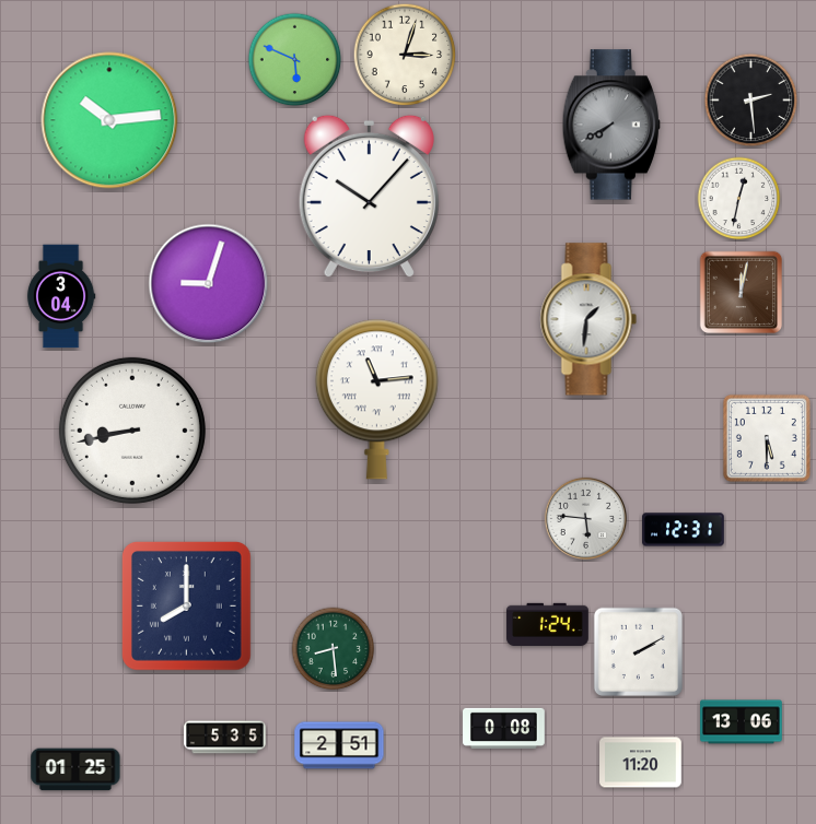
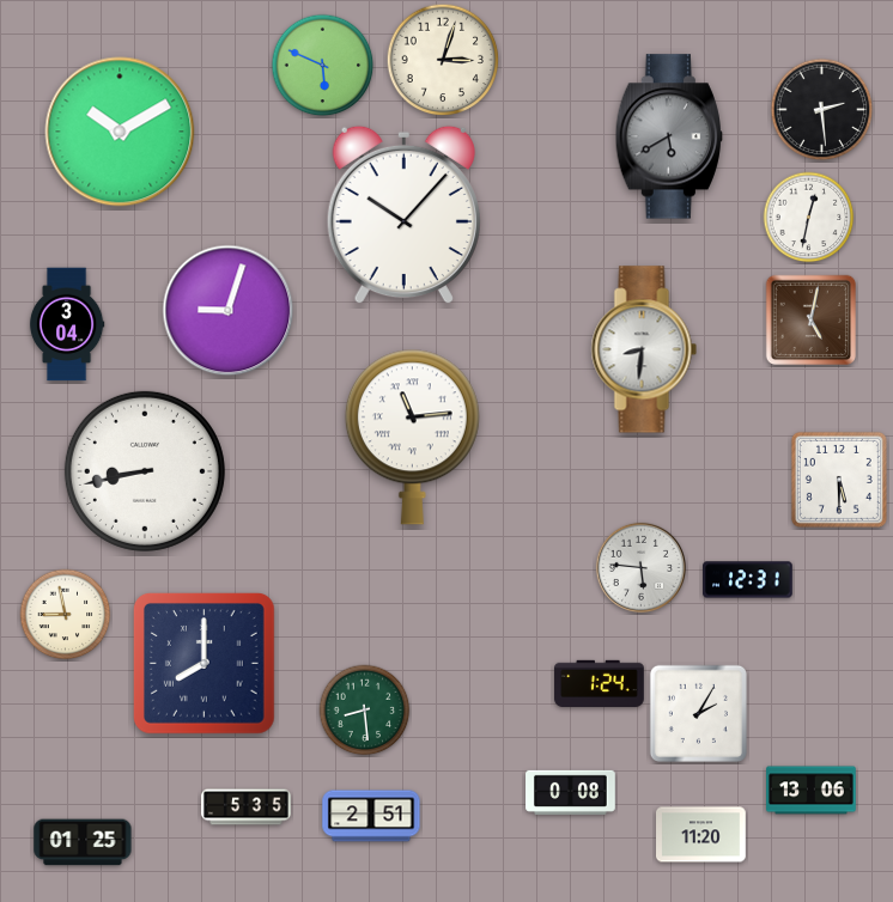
clock at (109, 120): 10:14 -> 10:10
clock at (611, 125): 7:40 -> 5:40
clock at (742, 293): 12:02 -> 5:02
clock at (588, 319): 1:31 -> 8:31
clock at (66, 615): none -> 8:58
clock at (638, 651): 2:10 -> 2:05
clock at (504, 728) position: (504, 728) -> (571, 792)
